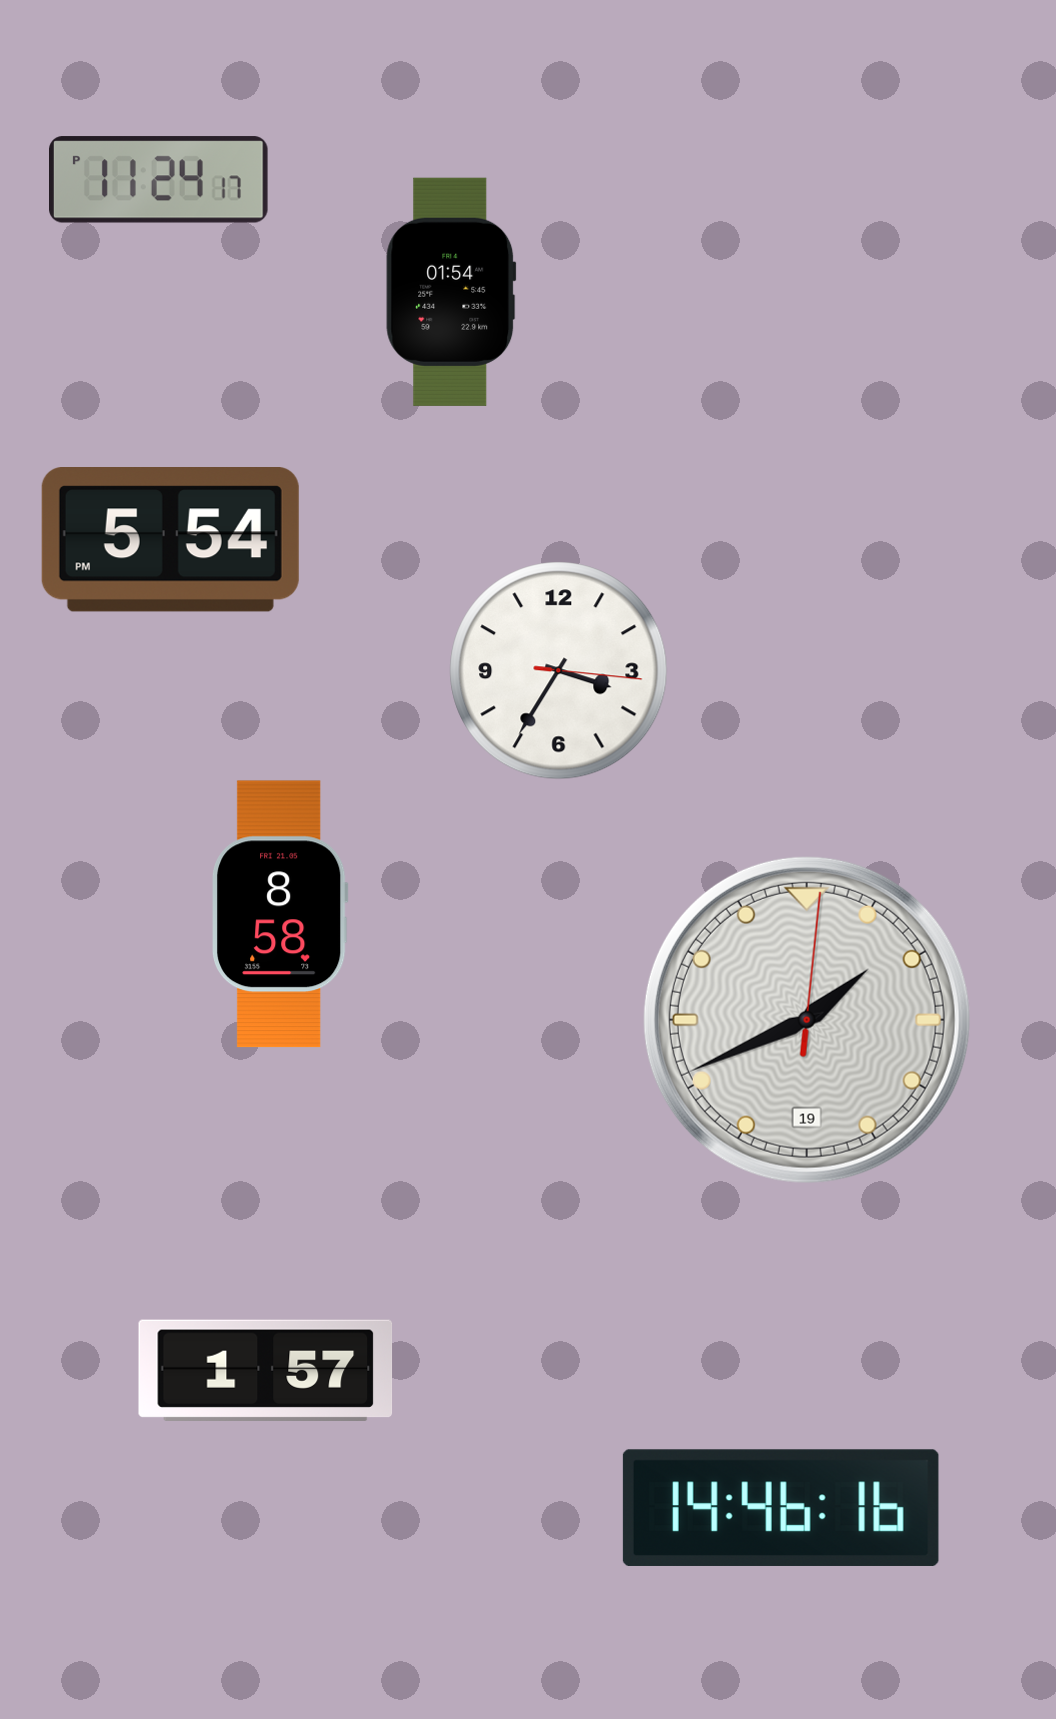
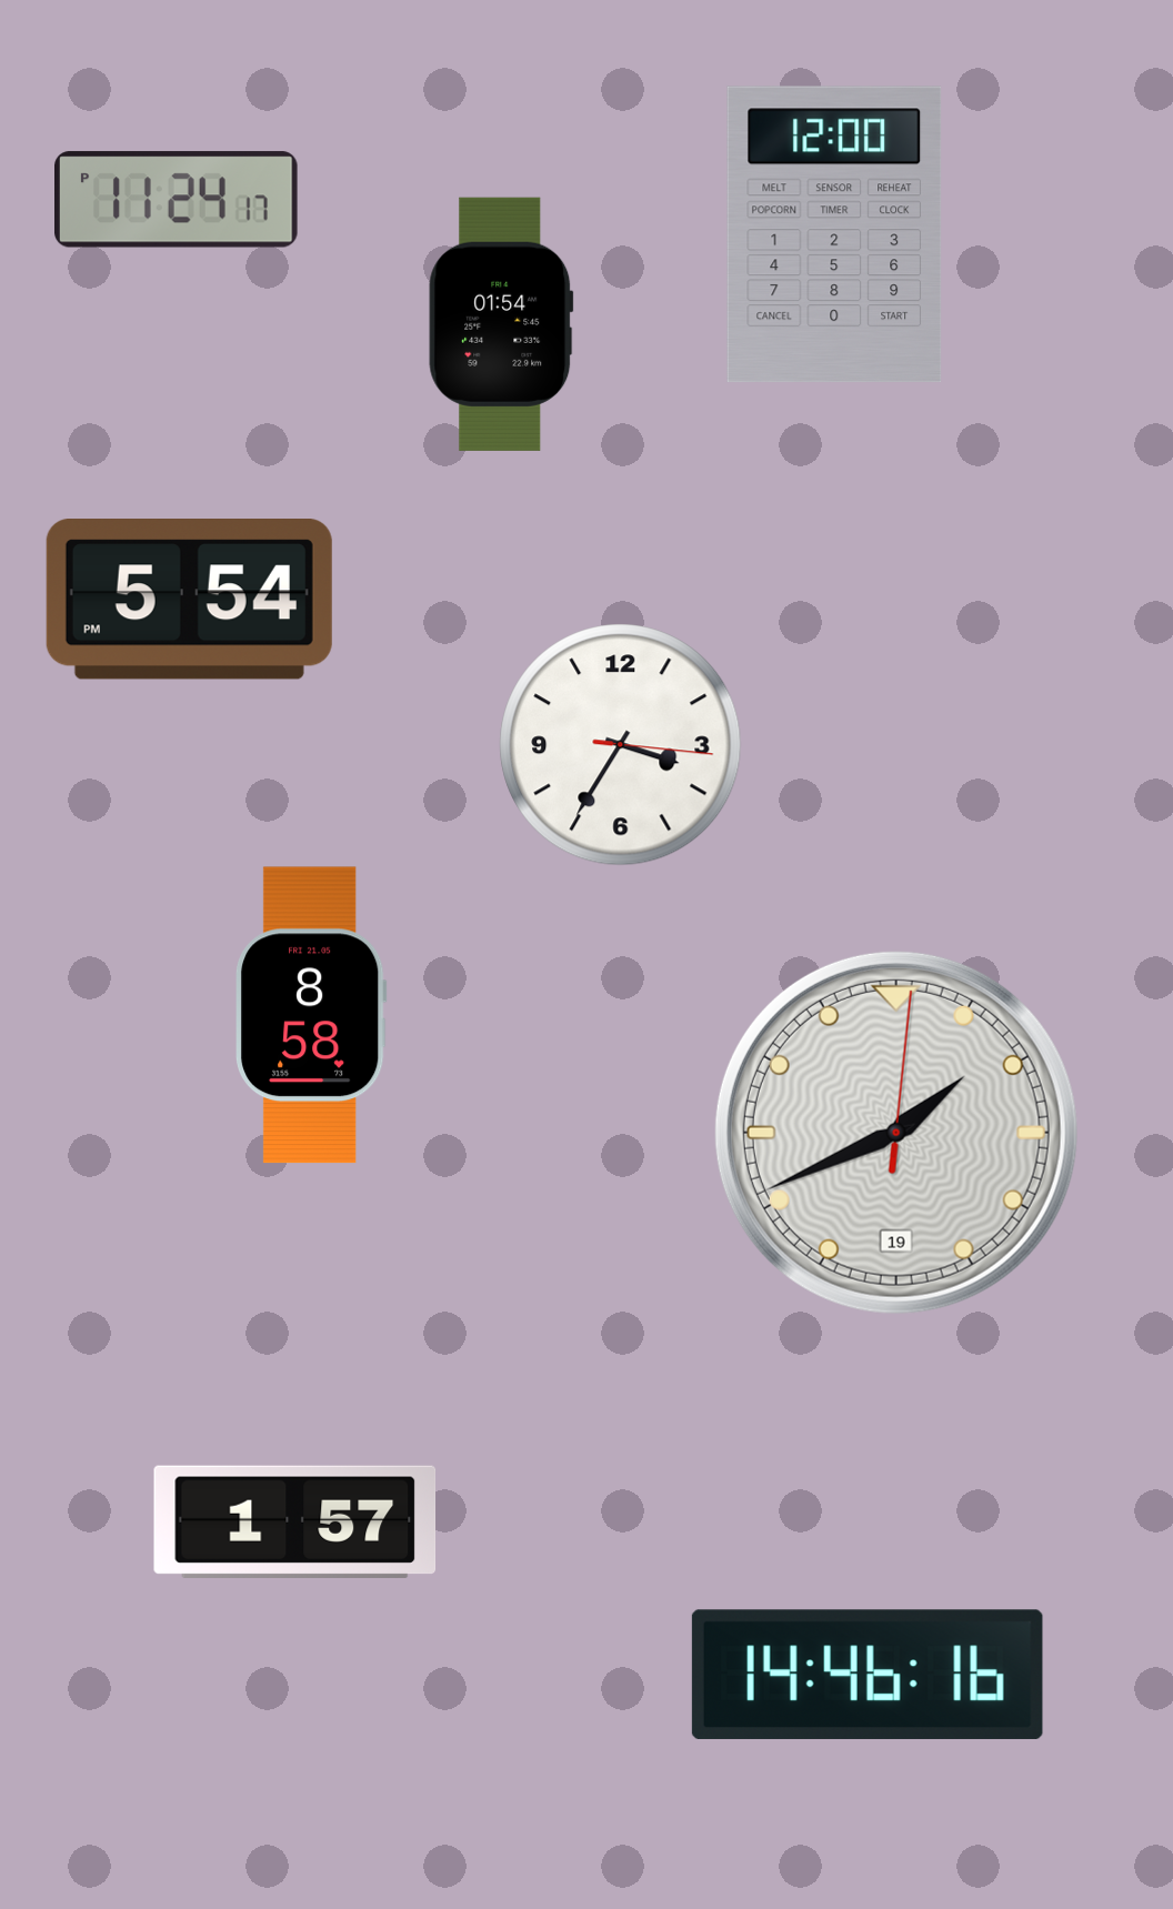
clock at (834, 234): none -> 12:00
